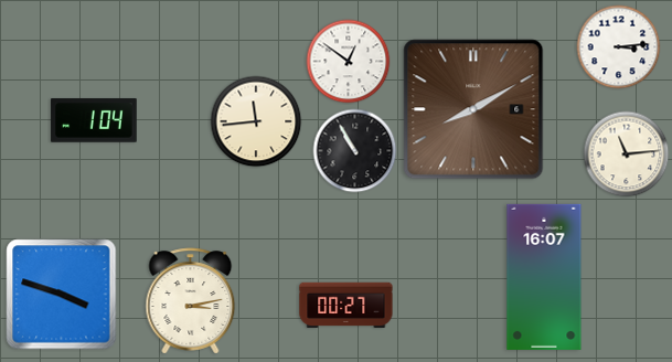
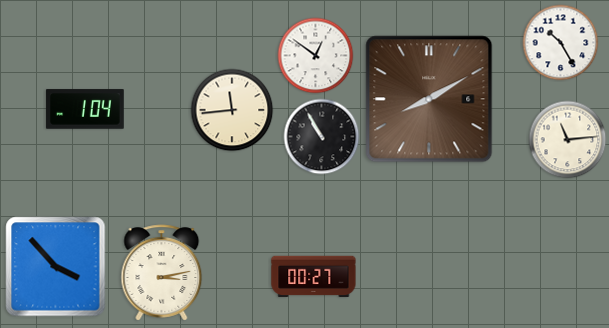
clock at (619, 47): 3:14 -> 10:25
clock at (544, 277): 16:07 -> none
clock at (62, 295): 3:48 -> 3:53
clock at (191, 301) position: (191, 301) -> (162, 273)
